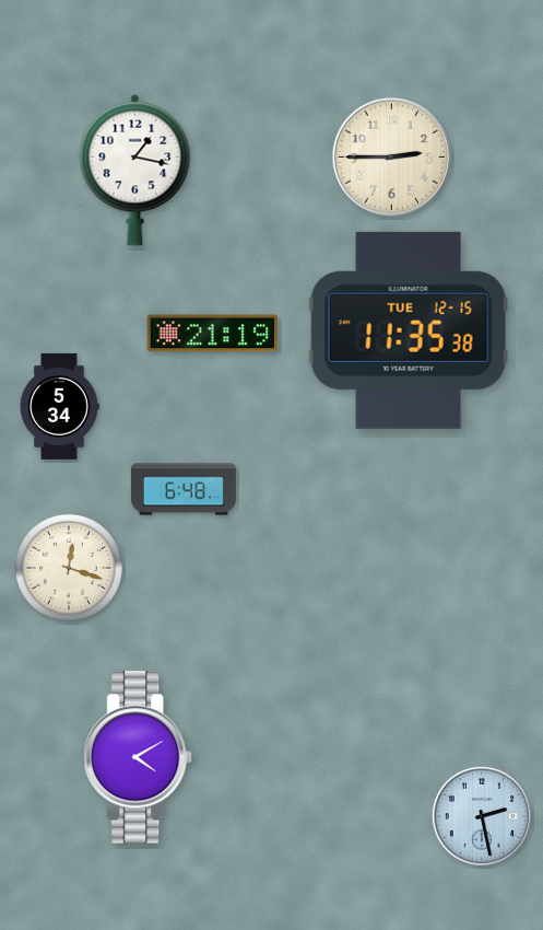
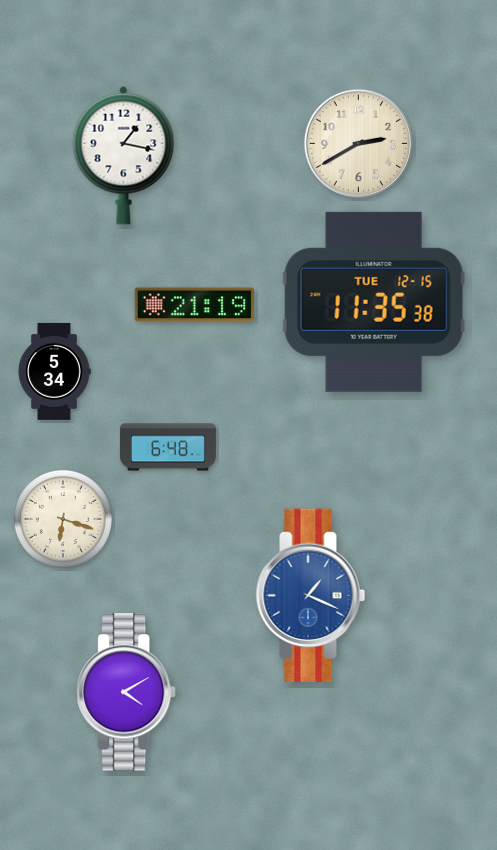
clock at (391, 156): 2:45 -> 2:40
clock at (69, 568): 12:18 -> 6:18
clock at (311, 595): none -> 1:19
clock at (482, 816): 2:28 -> none
